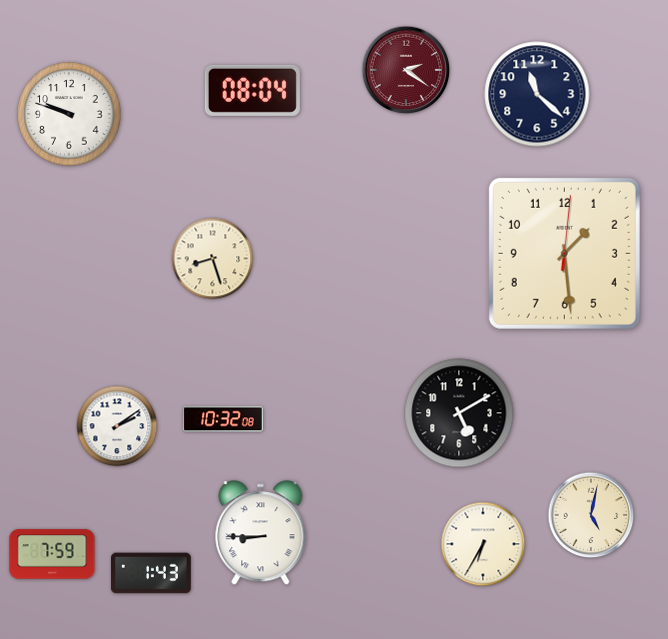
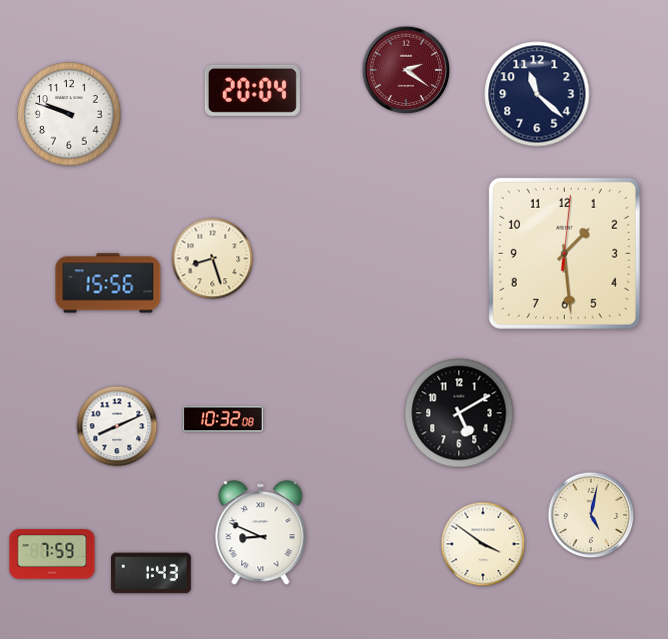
clock at (252, 90): 08:04 -> 20:04
clock at (108, 283): none -> 15:56
clock at (117, 426): 2:09 -> 8:11
clock at (261, 533): 8:45 -> 8:49
clock at (483, 544): 6:35 -> 3:51
